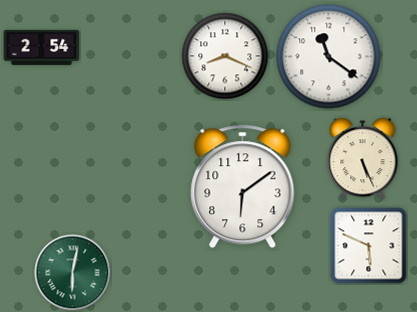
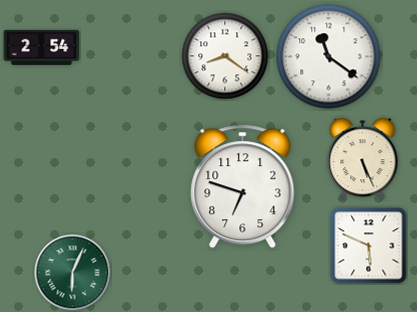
clock at (225, 56): 8:19 -> 8:21
clock at (243, 187): 6:09 -> 6:48
clock at (73, 273): 6:02 -> 6:04
